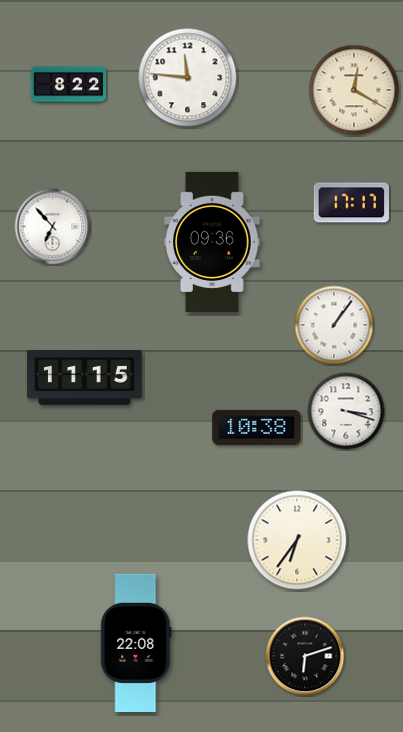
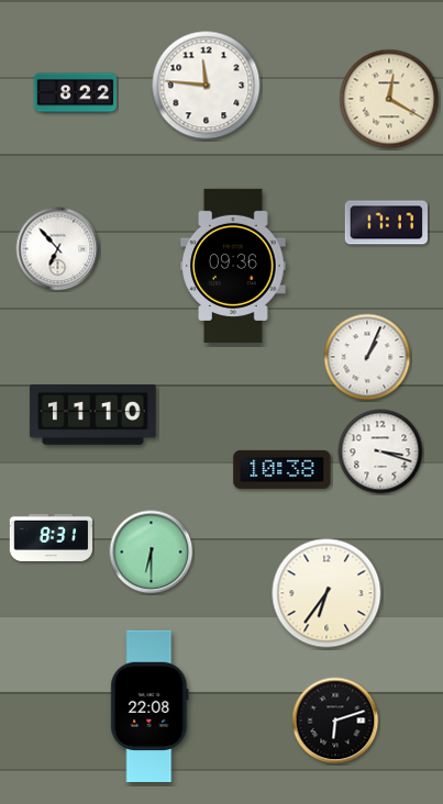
clock at (334, 325): 1:06 -> 1:04
clock at (85, 378): 11:15 -> 11:10
clock at (52, 537): none -> 8:31
clock at (152, 552): none -> 6:30
